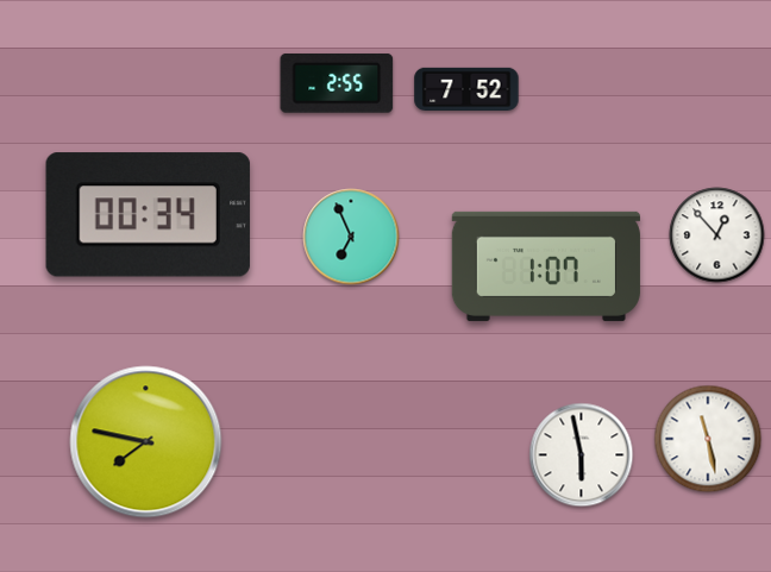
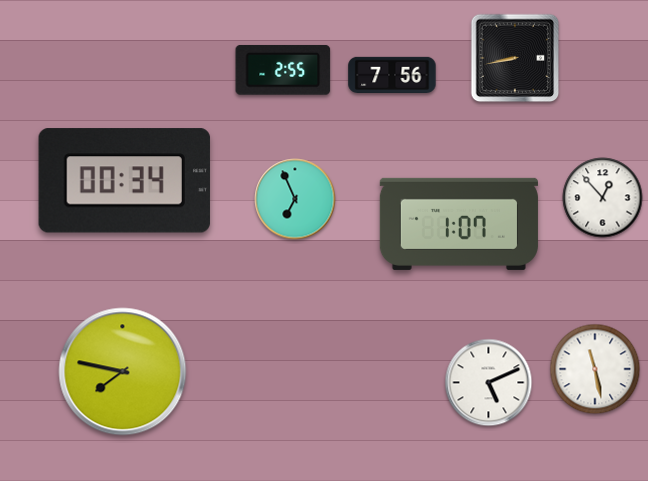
clock at (515, 58): none -> 8:43
clock at (466, 88): 7:52 -> 7:56
clock at (582, 455): 5:58 -> 5:11
